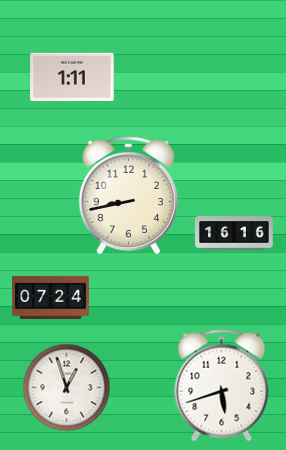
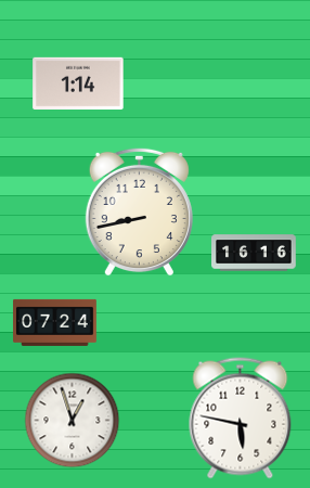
clock at (72, 76): 1:11 -> 1:14
clock at (222, 386): 5:42 -> 5:47
